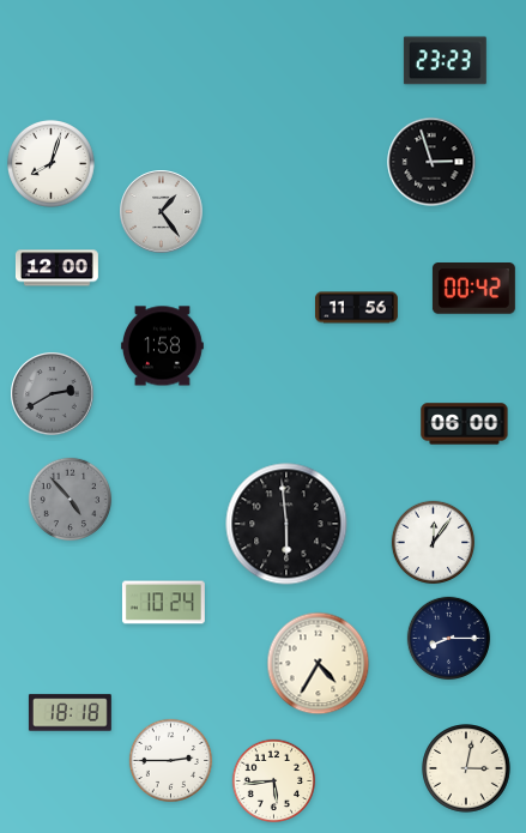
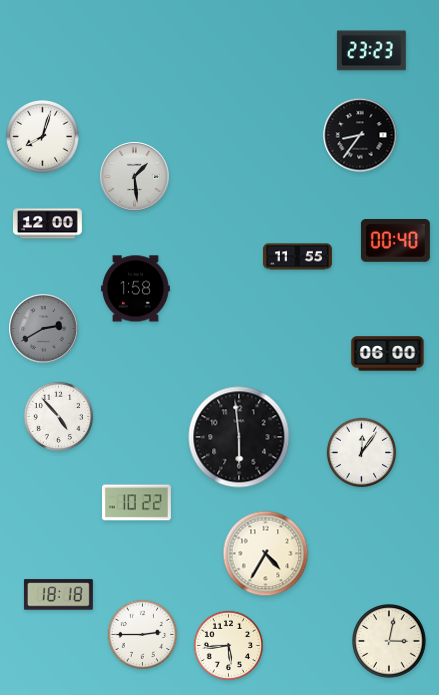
clock at (431, 162): 2:57 -> 8:36
clock at (162, 212): 1:24 -> 1:29
clock at (473, 289): 00:42 -> 00:40
clock at (356, 308): 11:56 -> 11:55
clock at (71, 500) dial: grey -> white
clock at (163, 603): 10:24 -> 10:22
clock at (449, 639): 8:15 -> none
clock at (274, 781) position: (274, 781) -> (229, 646)
